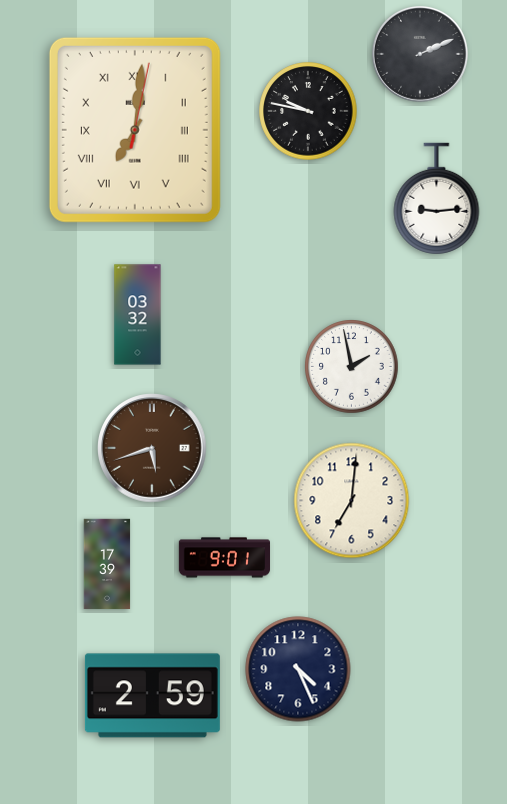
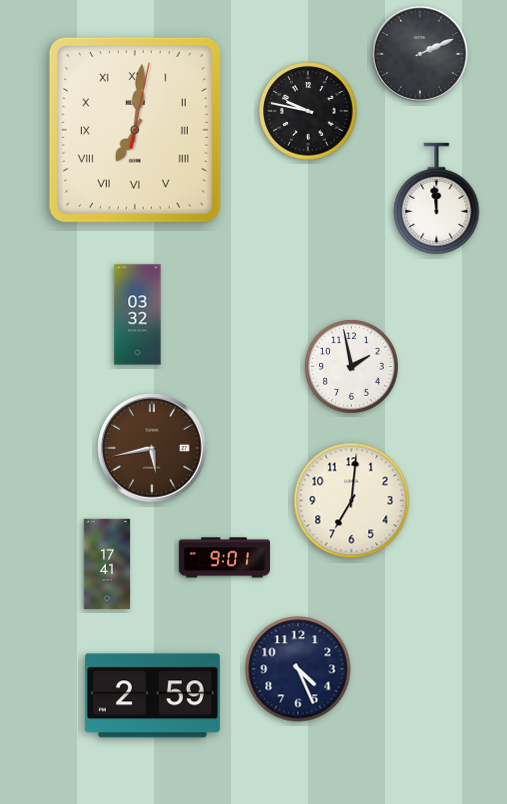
clock at (437, 199): 9:14 -> 11:59
clock at (152, 448): 5:42 -> 5:43
clock at (107, 564): 17:39 -> 17:41
